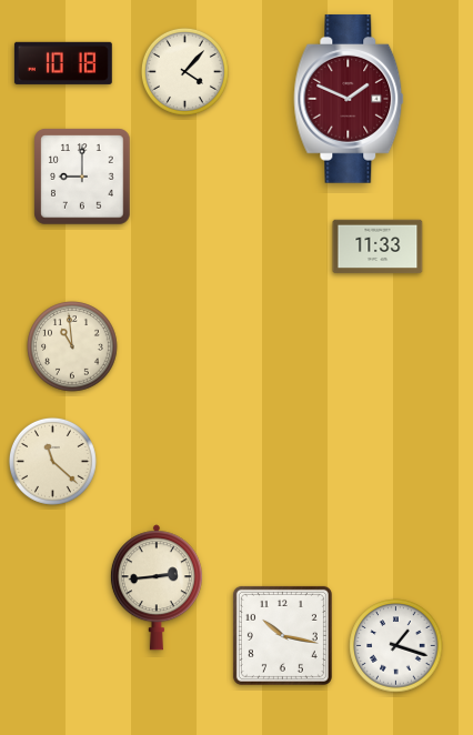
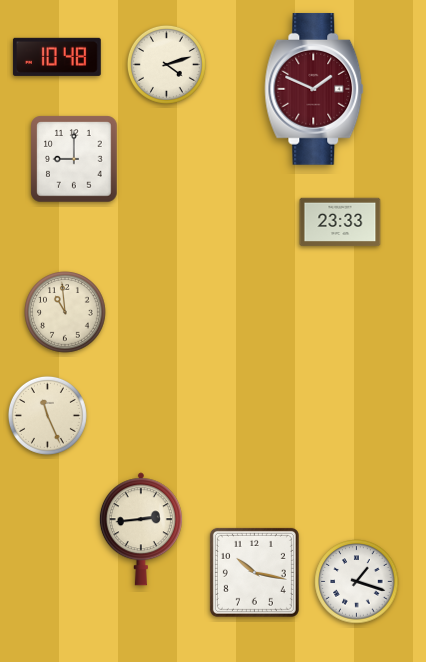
clock at (63, 63): 10:18 -> 10:48
clock at (184, 71): 4:07 -> 4:12
clock at (378, 246): 11:33 -> 23:33
clock at (52, 461): 11:22 -> 11:26
